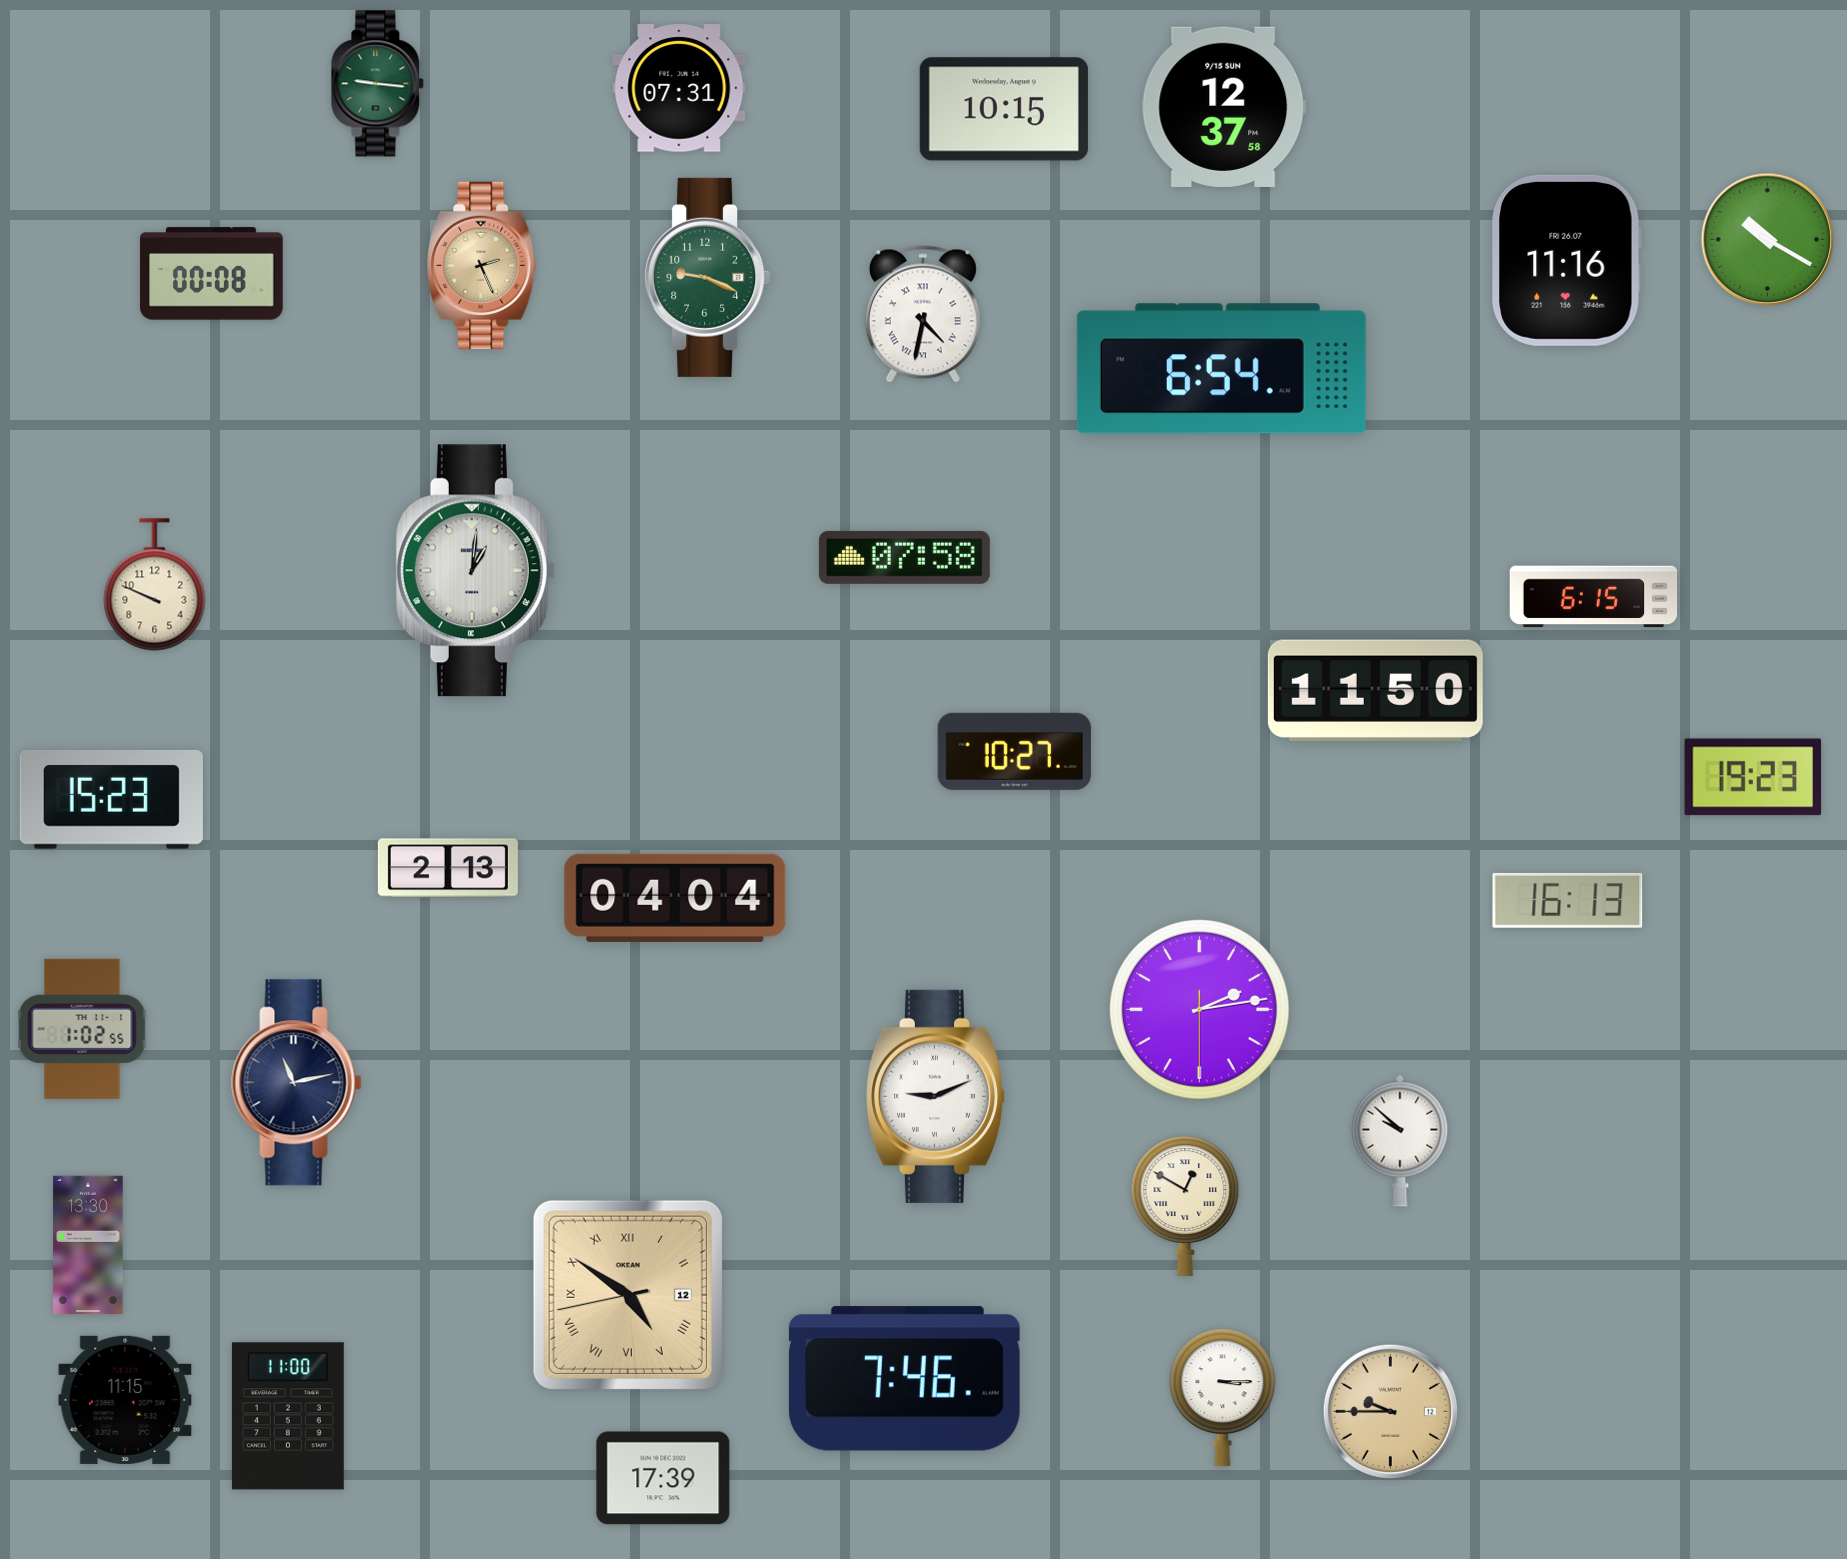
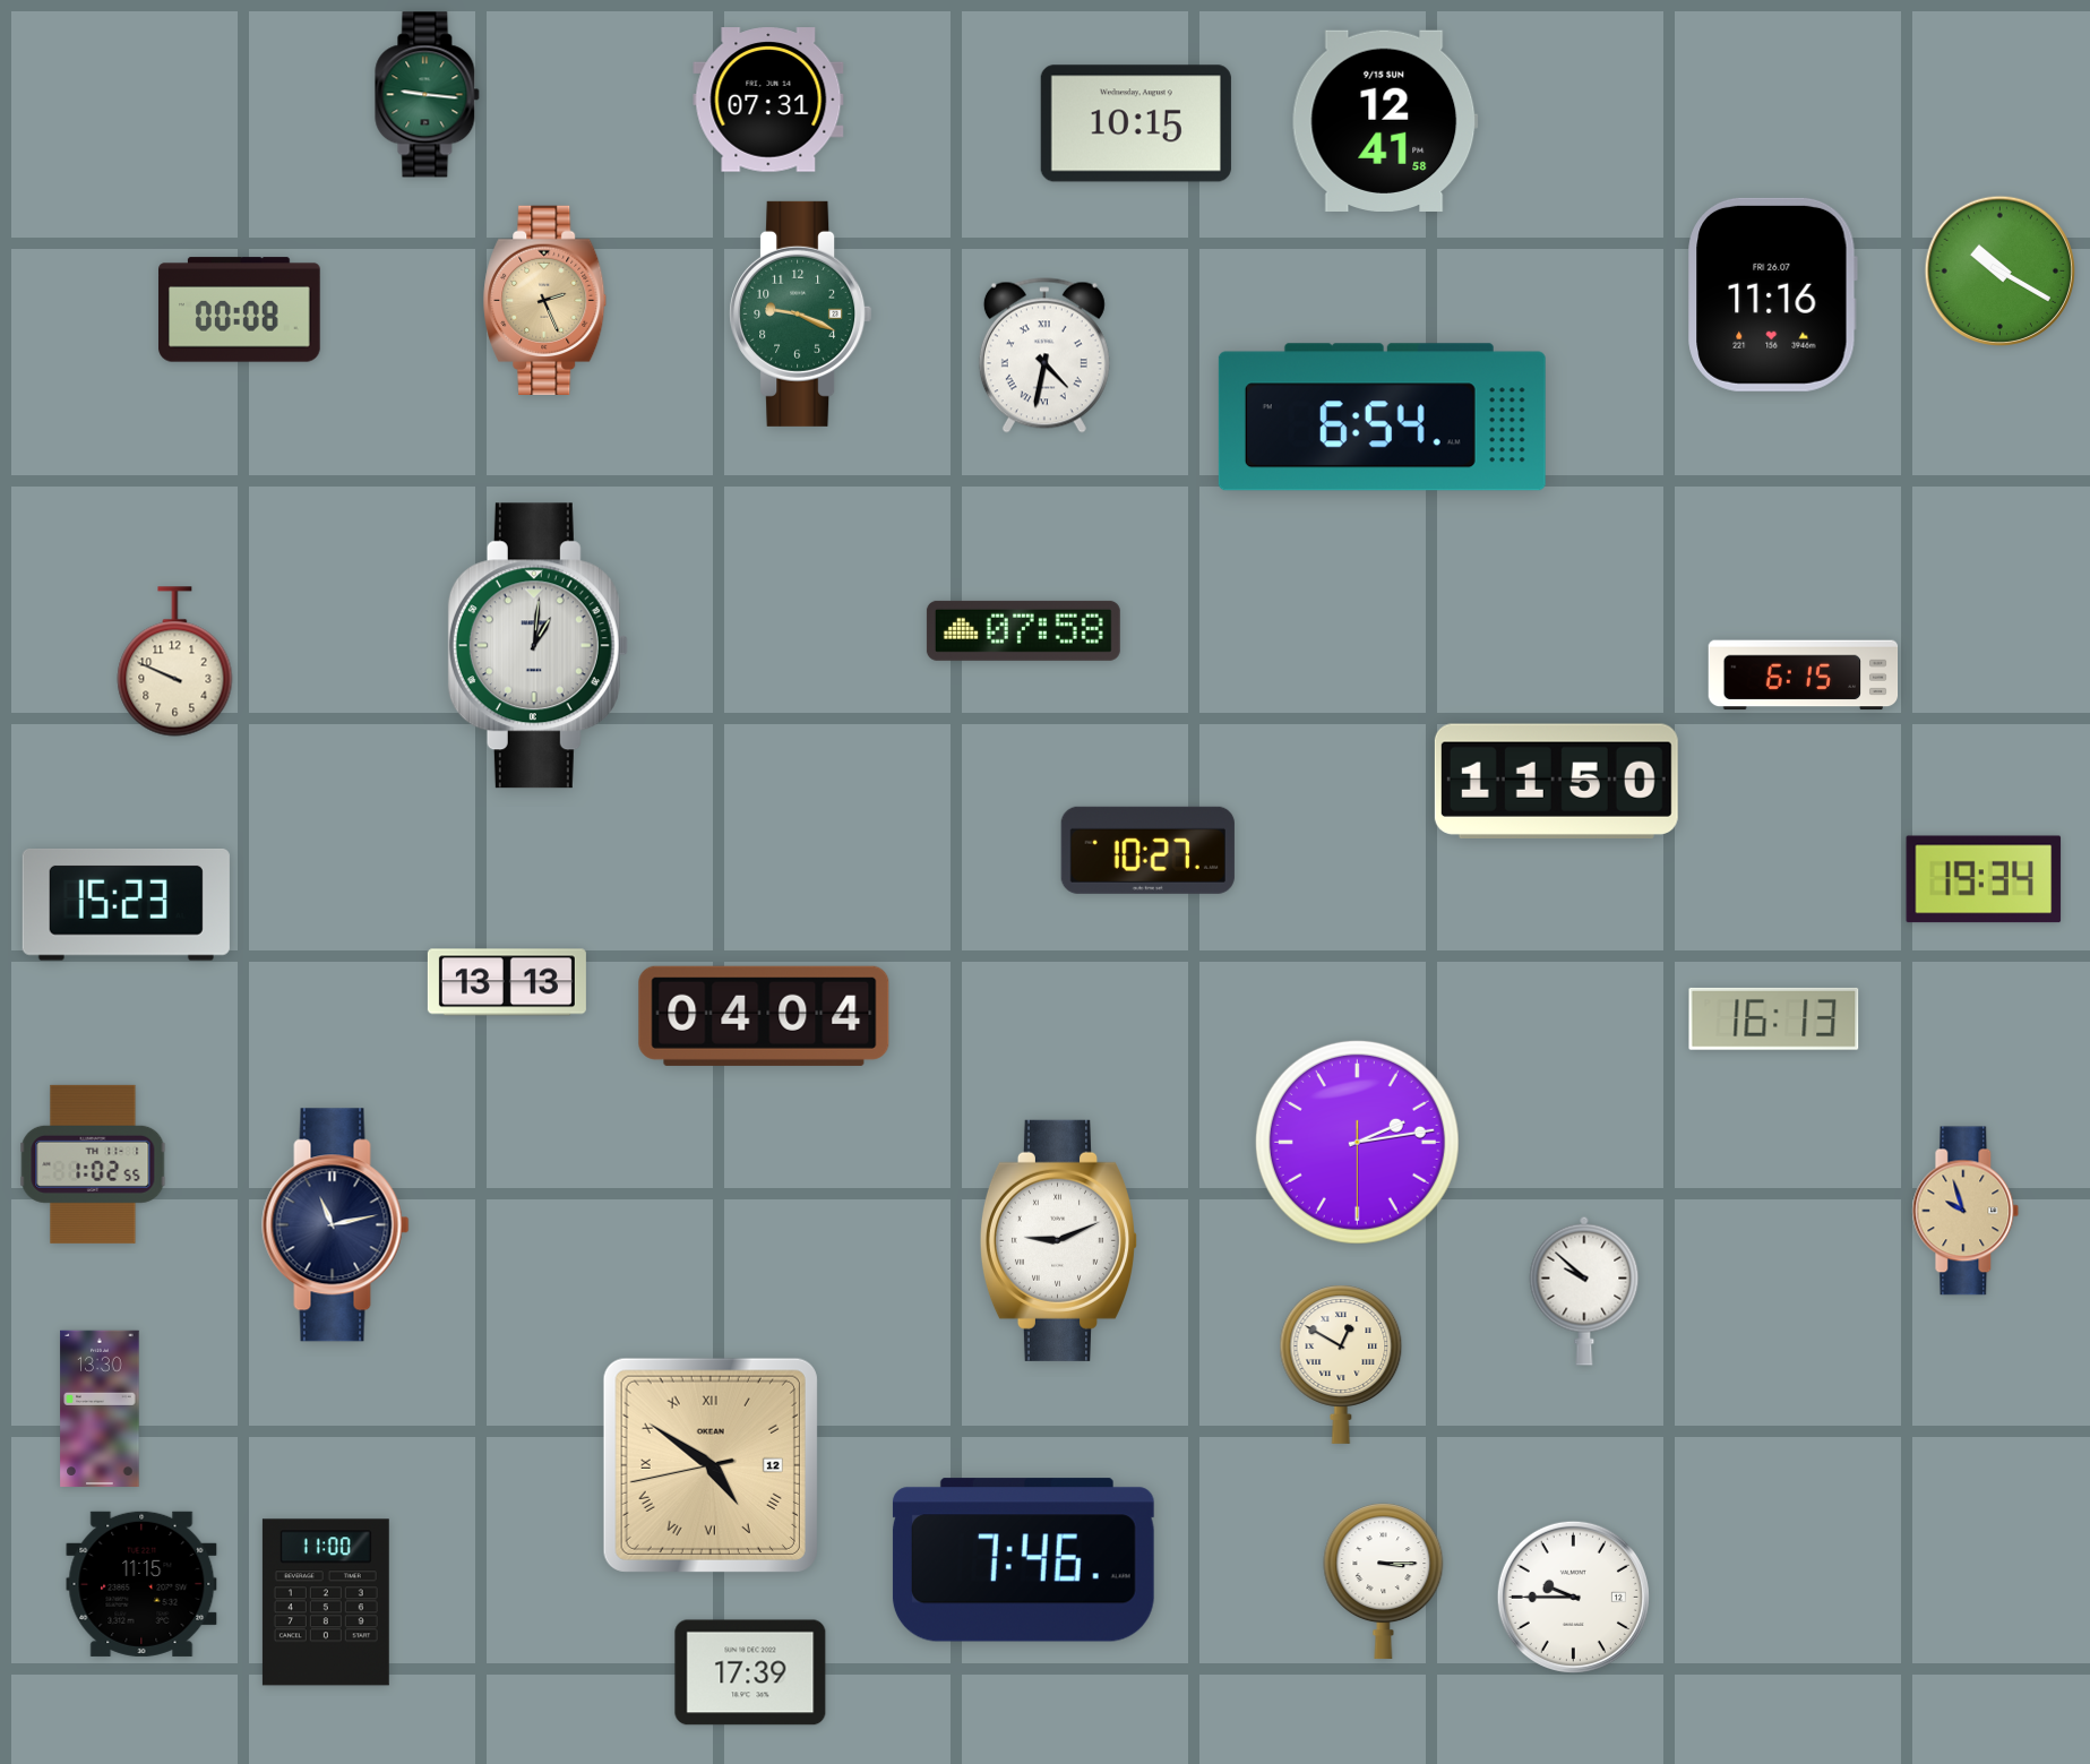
clock at (1224, 107): 12:37 -> 12:41
clock at (1753, 777): 19:23 -> 19:34
clock at (448, 868): 2:13 -> 13:13
clock at (1966, 1211): none -> 9:57
clock at (1390, 1411) dial: champagne -> white
